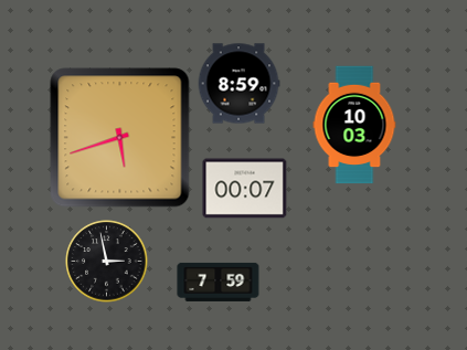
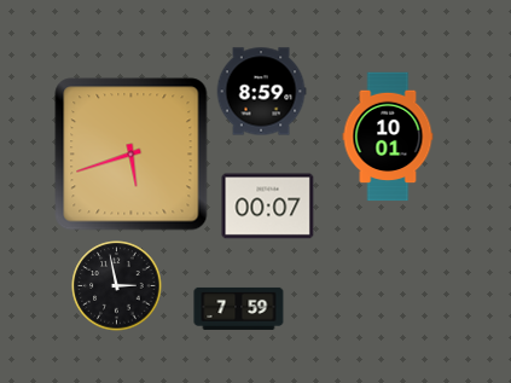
clock at (354, 125): 10:03 -> 10:01
clock at (120, 138) position: (120, 138) -> (132, 155)
